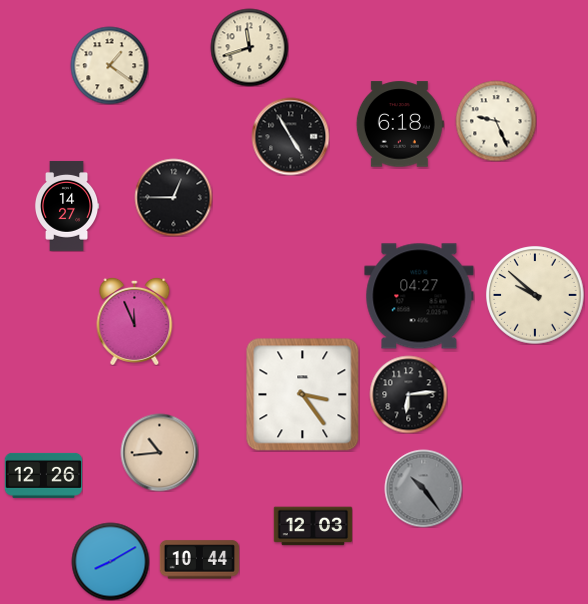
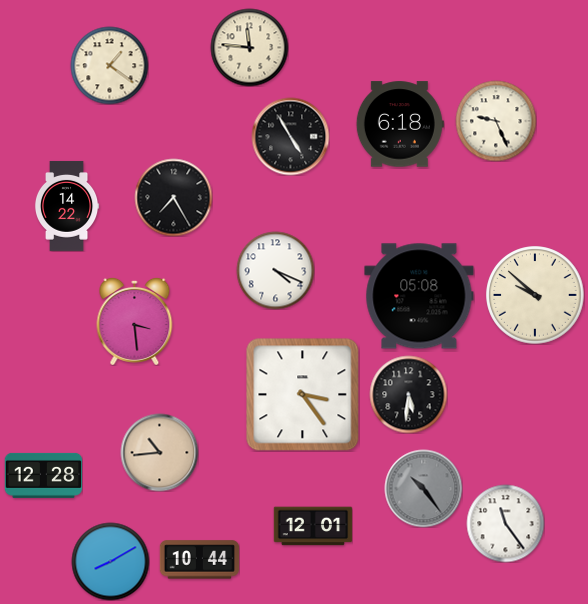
clock at (249, 47): 11:42 -> 11:46
clock at (173, 197): 12:45 -> 7:25
clock at (67, 206): 14:27 -> 14:22
clock at (275, 270): none -> 4:19
clock at (419, 296): 04:27 -> 05:08
clock at (135, 321): 11:56 -> 3:29
clock at (408, 394): 6:14 -> 5:31
clock at (43, 475): 12:26 -> 12:28
clock at (505, 523): none -> 11:24
clock at (313, 526): 12:03 -> 12:01
